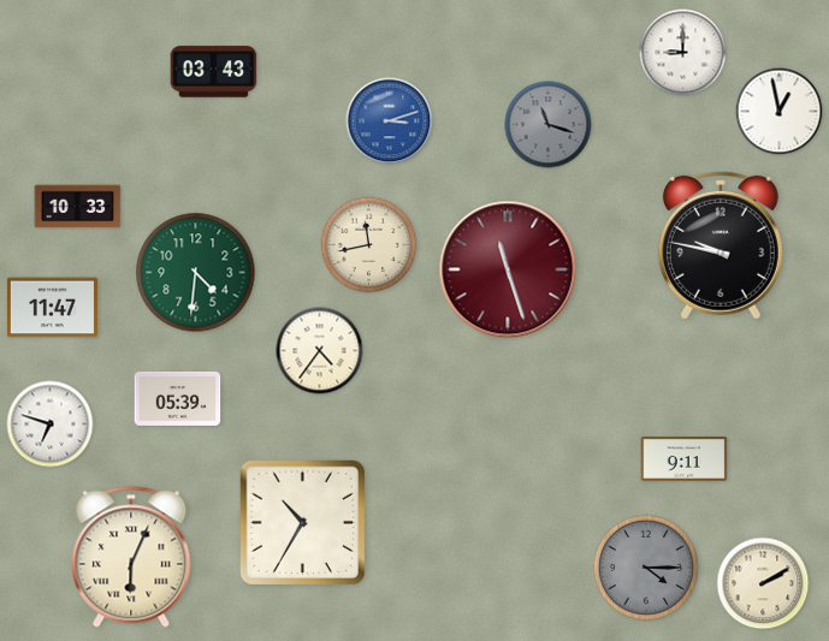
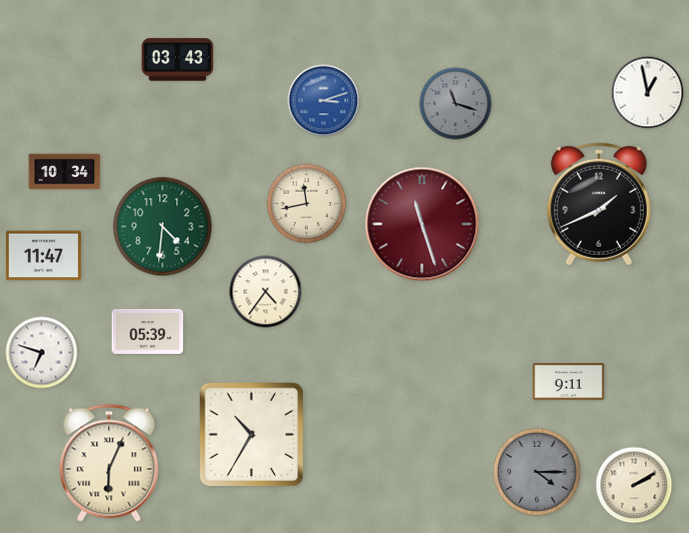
clock at (683, 53): 9:00 -> none
clock at (78, 207): 10:33 -> 10:34
clock at (721, 245): 9:47 -> 1:41
